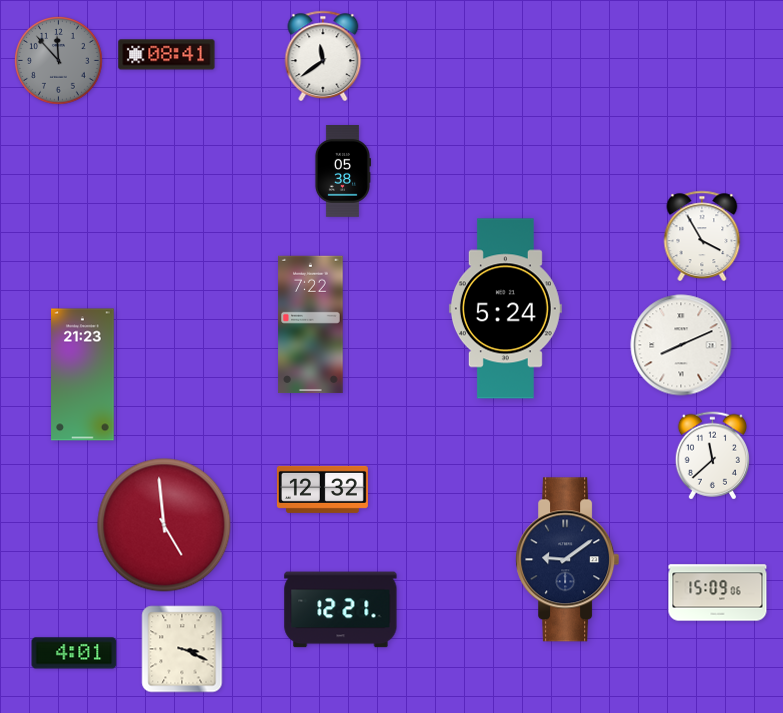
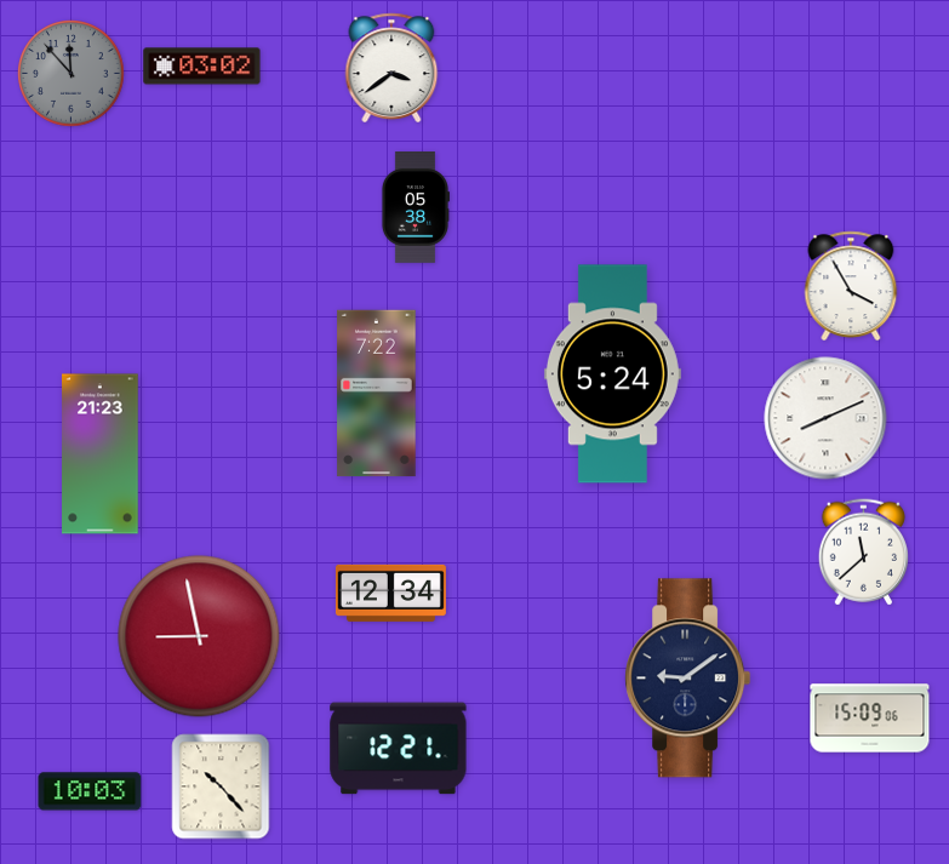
clock at (167, 55): 08:41 -> 03:02
clock at (323, 55): 11:39 -> 3:39
clock at (322, 489): 12:32 -> 12:34
clock at (164, 525): 4:59 -> 8:58
clock at (341, 610) position: (341, 610) -> (399, 749)
clock at (182, 649): 3:19 -> 10:23
clock at (74, 653): 4:01 -> 10:03
